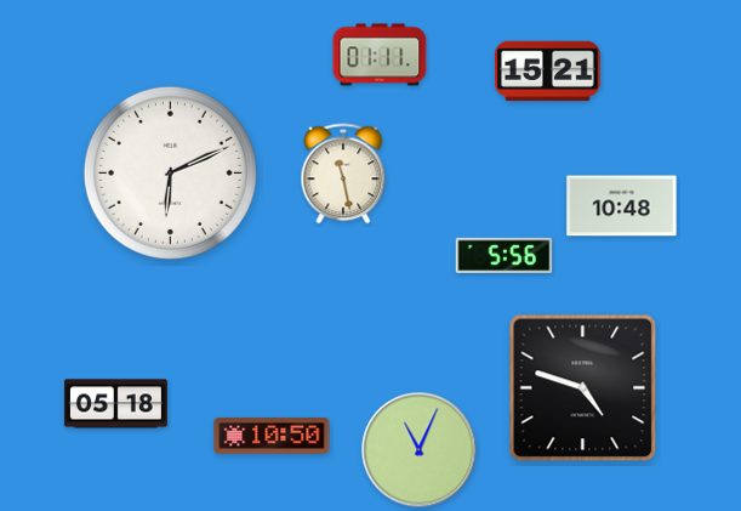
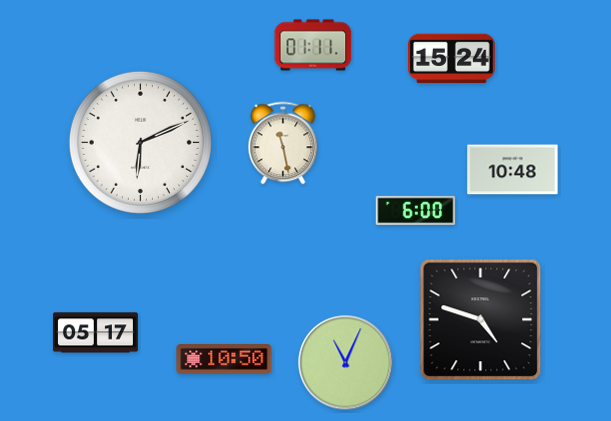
clock at (548, 72): 15:21 -> 15:24
clock at (505, 255): 5:56 -> 6:00
clock at (115, 404): 05:18 -> 05:17
clock at (420, 450) position: (420, 450) -> (346, 363)
